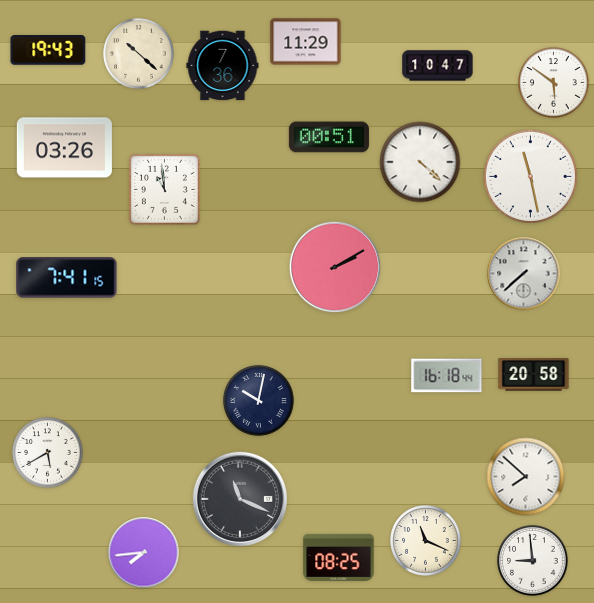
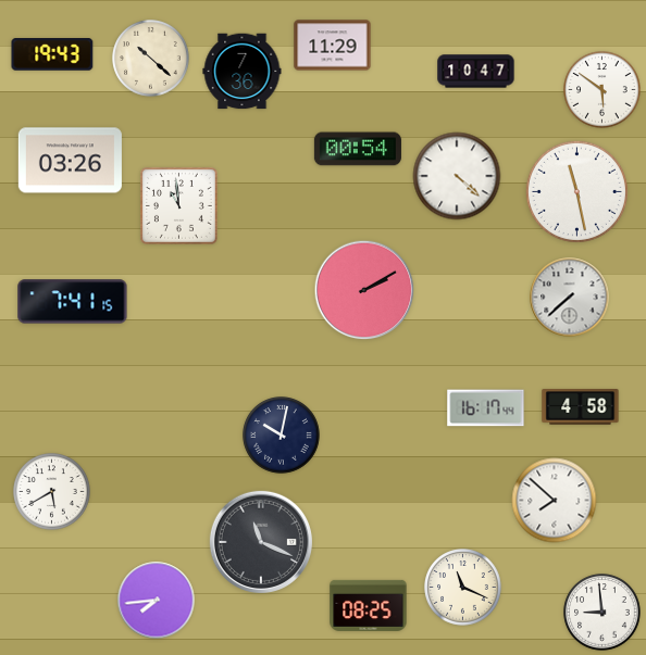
clock at (329, 137): 00:51 -> 00:54
clock at (534, 375): 20:58 -> 4:58
clock at (447, 376): 16:18 -> 16:17
clock at (526, 477) position: (526, 477) -> (555, 501)
clock at (533, 561) position: (533, 561) -> (602, 613)
